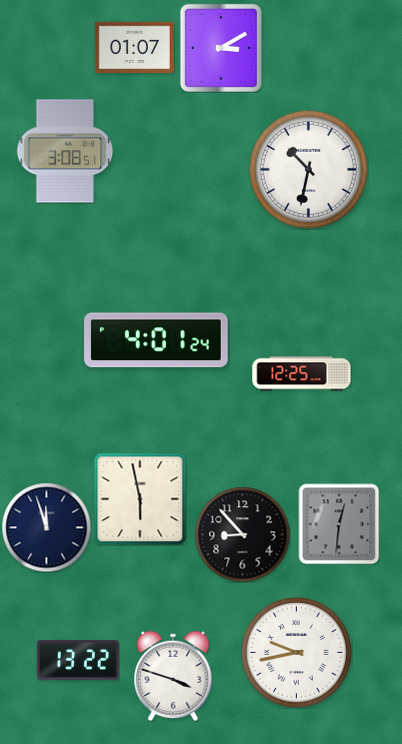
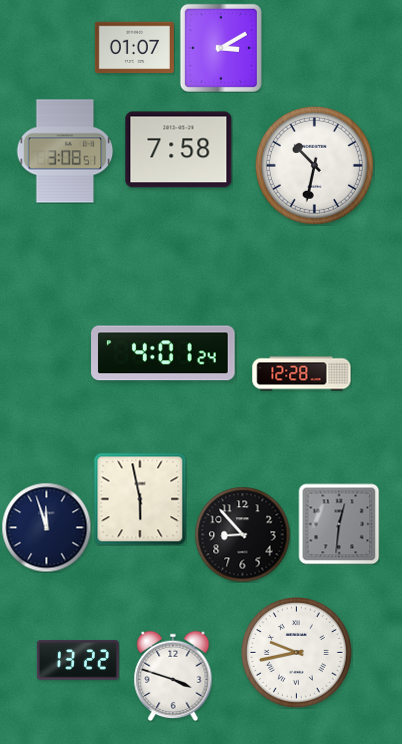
clock at (179, 150): none -> 7:58
clock at (308, 169) position: (308, 169) -> (314, 165)
clock at (156, 340) position: (156, 340) -> (163, 353)
clock at (302, 374): 12:25 -> 12:28
